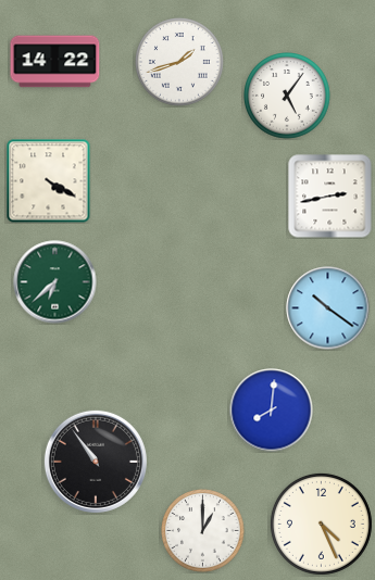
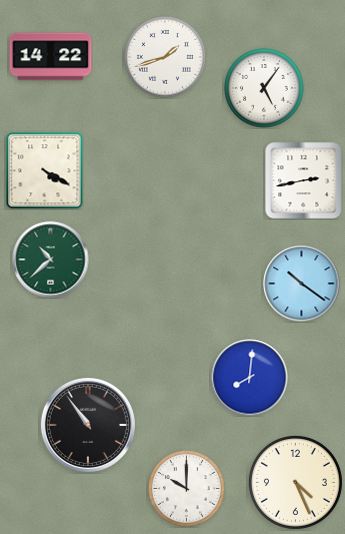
clock at (49, 181) position: (49, 181) -> (45, 171)
clock at (55, 282): 6:38 -> 10:38
clock at (203, 531): 1:00 -> 10:00
